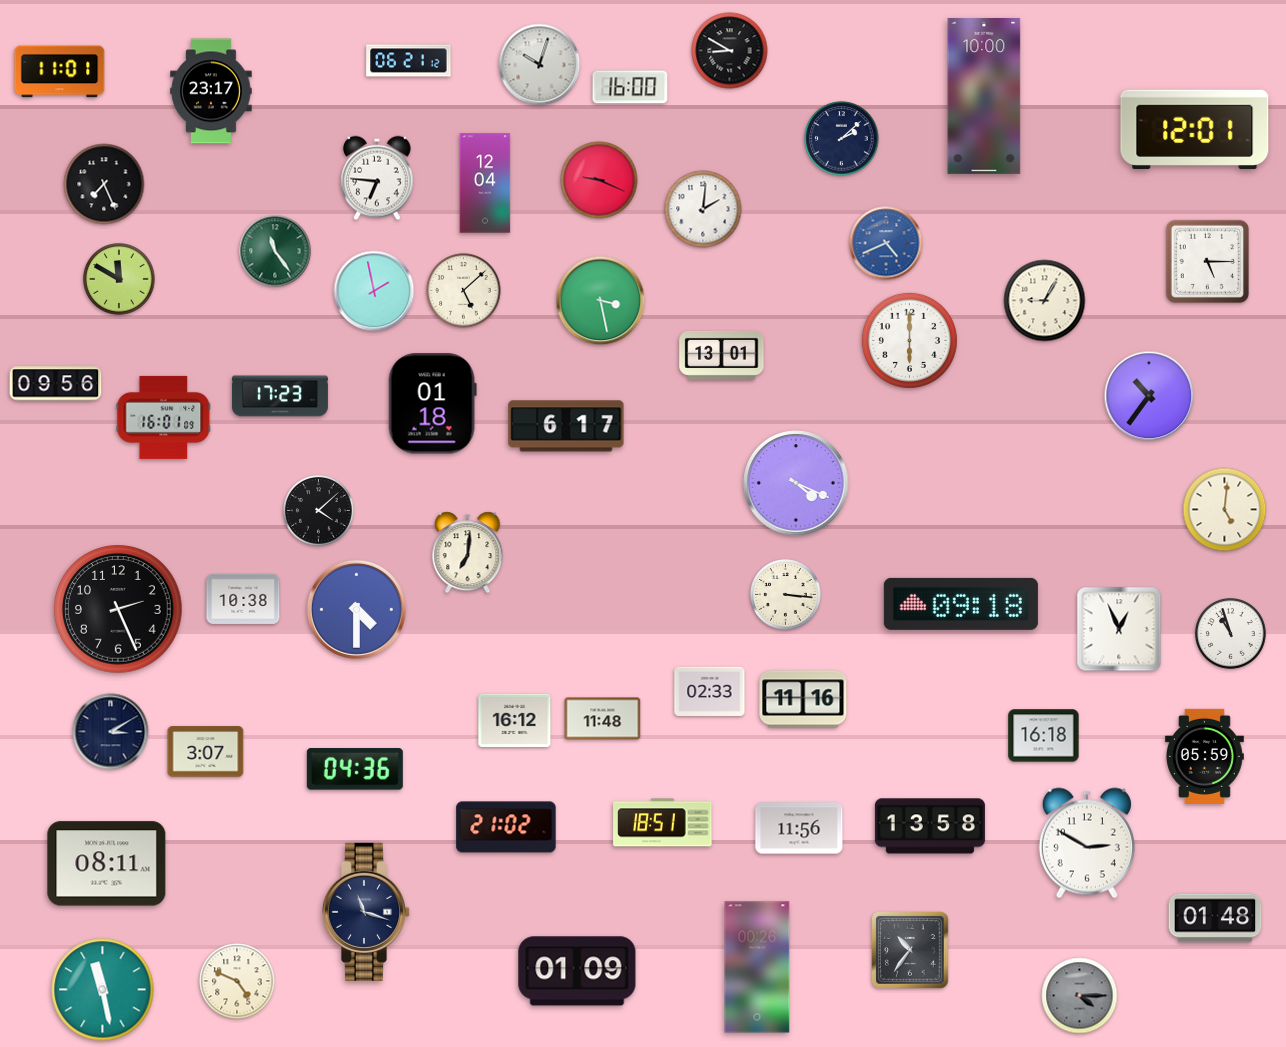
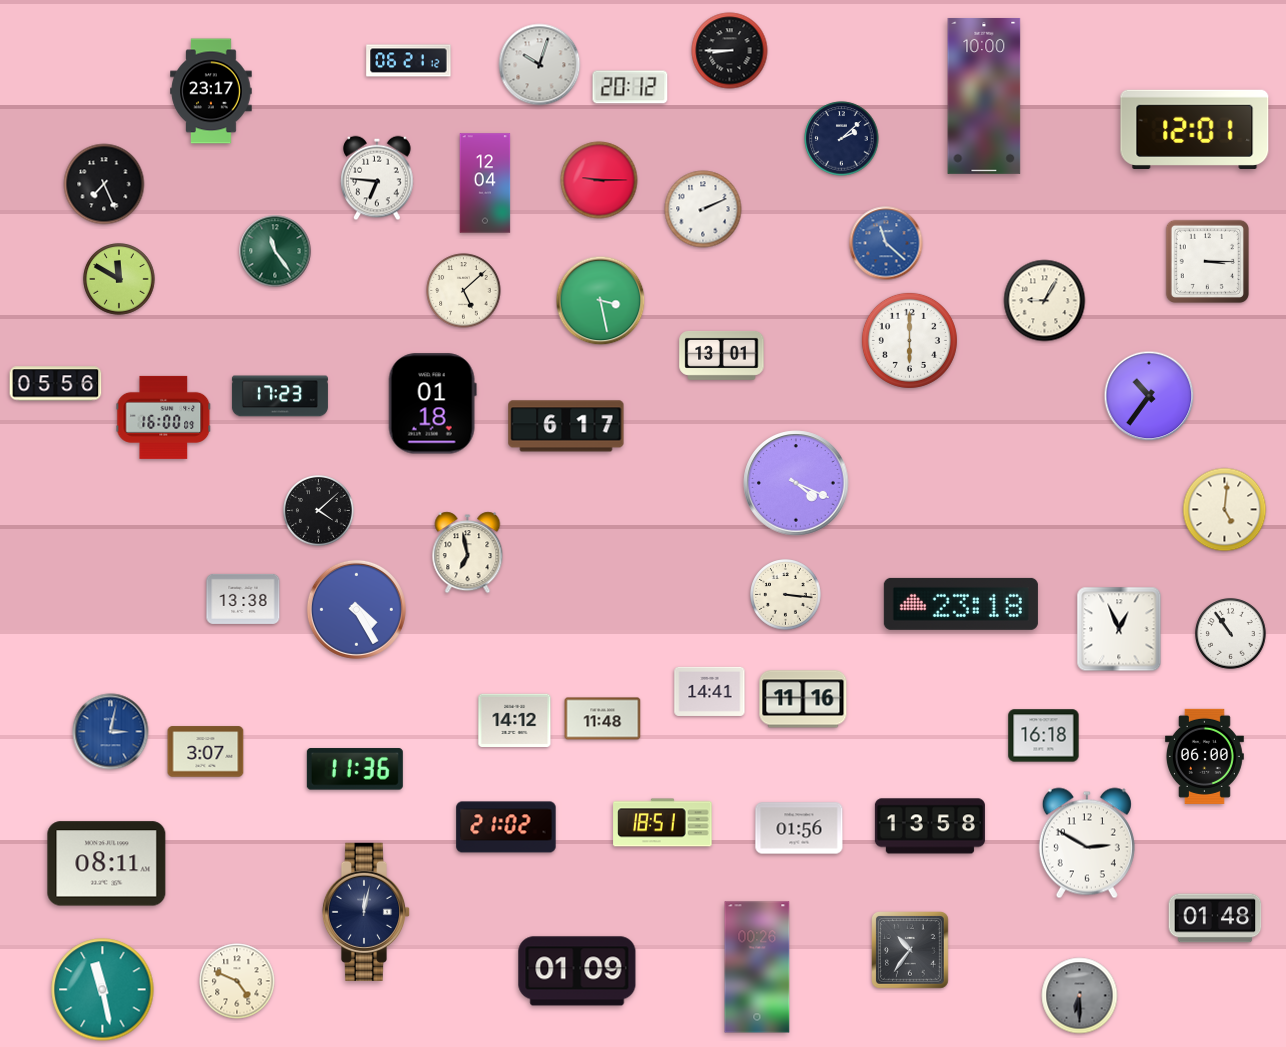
clock at (730, 51): 8:50 -> 8:45
clock at (60, 72): 11:01 -> none
clock at (630, 87): 16:00 -> 20:12
clock at (599, 180): 9:19 -> 9:15
clock at (703, 209): 2:01 -> 2:11
clock at (886, 243): 4:41 -> 11:22
clock at (1207, 261): 5:15 -> 3:15
clock at (374, 291): 1:58 -> none
clock at (56, 384): 09:56 -> 05:56
clock at (164, 417): 16:01 -> 16:00
clock at (468, 553): 7:01 -> 6:58
clock at (243, 599): 10:38 -> 13:38
clock at (961, 604): 09:18 -> 23:18
clock at (118, 609): 2:26 -> none
clock at (356, 609): 4:30 -> 4:25
clock at (1231, 634): 10:57 -> 10:54
clock at (710, 691): 02:33 -> 14:41
clock at (515, 720): 16:12 -> 14:12
clock at (111, 732): 3:10 -> 3:02
clock at (111, 732) dial: navy -> blue
clock at (1204, 756): 05:59 -> 06:00
clock at (355, 769): 04:36 -> 11:36
clock at (799, 828): 11:56 -> 01:56
clock at (366, 912): 11:18 -> 12:02
clock at (1080, 996): 4:15 -> 6:30
